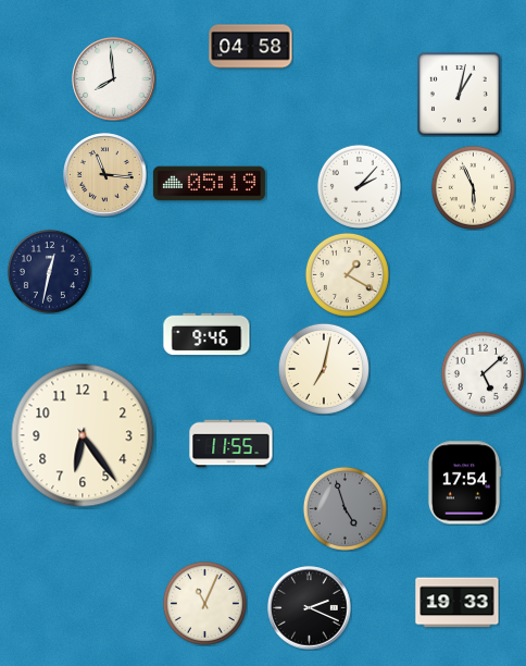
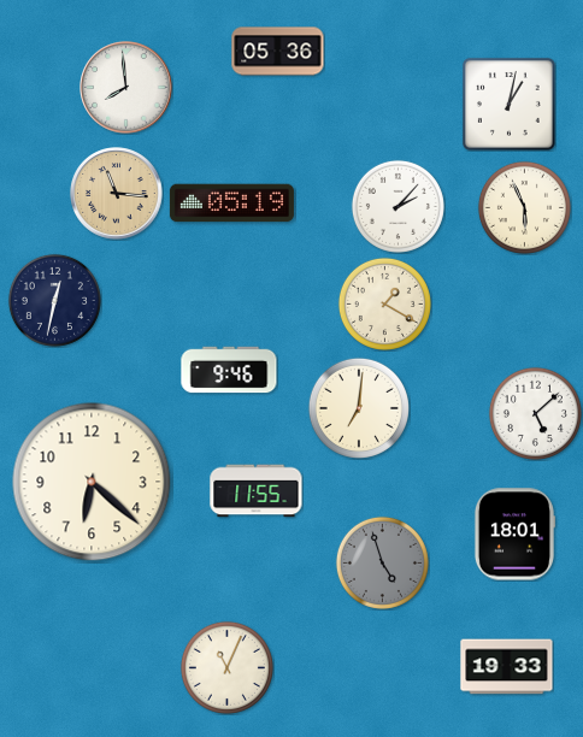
clock at (251, 47): 04:58 -> 05:36
clock at (324, 369): 7:02 -> 7:01
clock at (83, 435): 6:24 -> 6:22
clock at (463, 483): 17:54 -> 18:01
clock at (310, 608): 2:19 -> none
